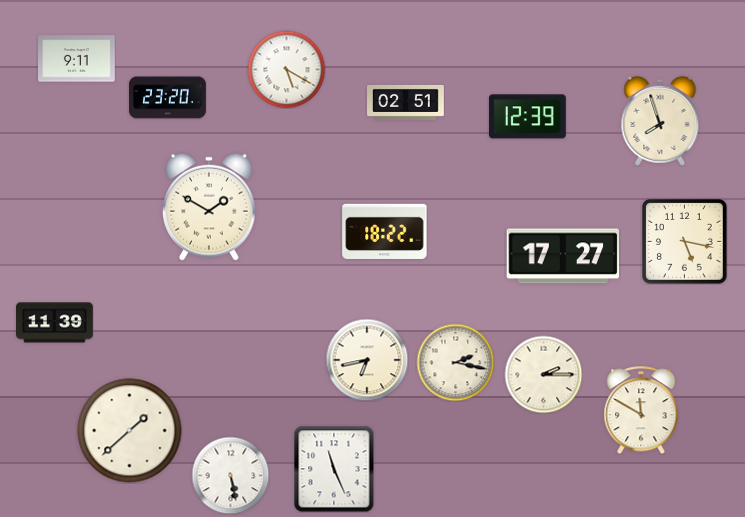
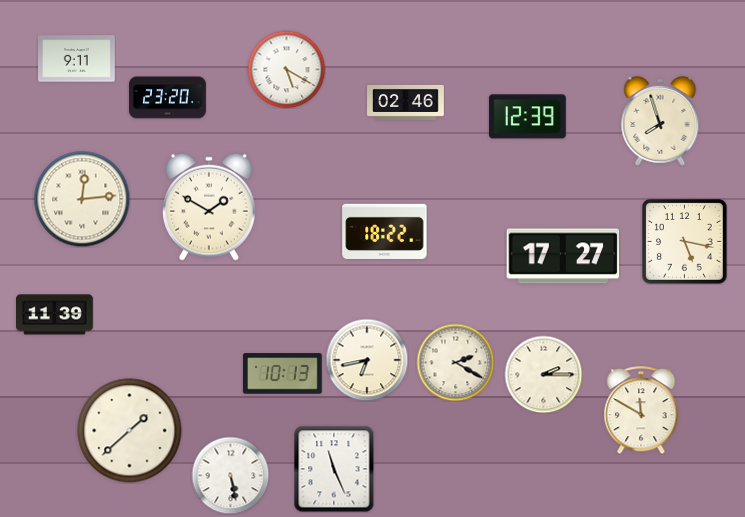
clock at (406, 102): 02:51 -> 02:46
clock at (82, 199): none -> 12:14
clock at (55, 323) position: (55, 323) -> (55, 315)
clock at (455, 362): 2:17 -> 2:20
clock at (283, 374): none -> 10:13
